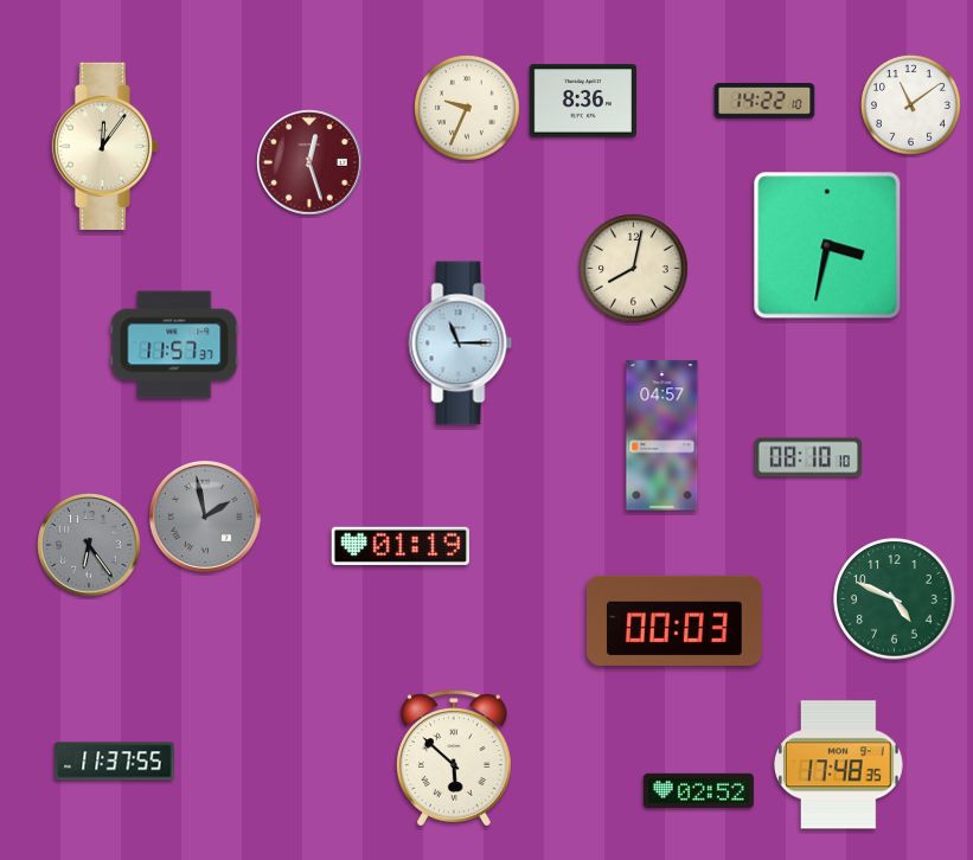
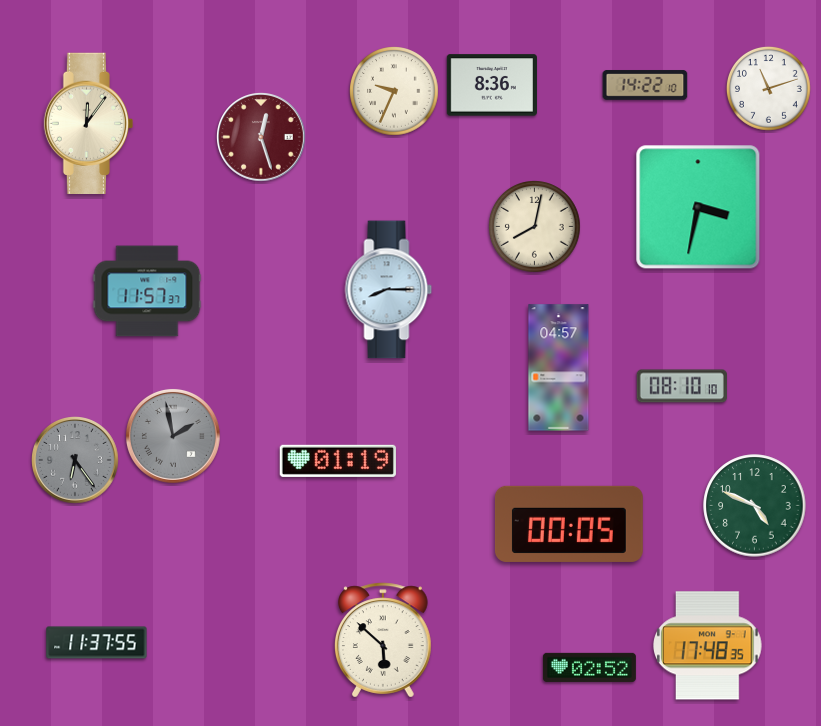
clock at (910, 104): 11:09 -> 11:12
clock at (461, 344): 11:15 -> 8:15
clock at (674, 621): 00:03 -> 00:05
